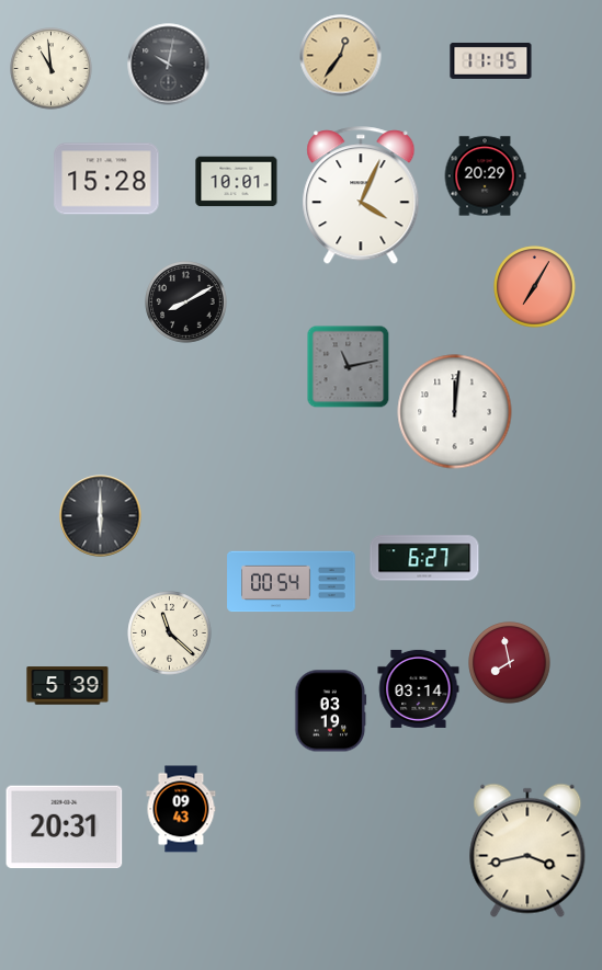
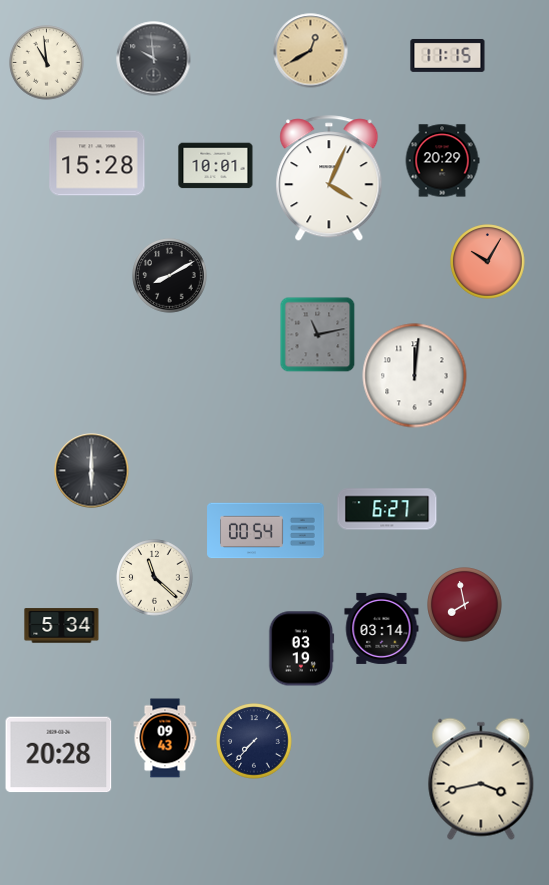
clock at (341, 56): 12:36 -> 12:40
clock at (169, 65): 10:02 -> 9:59
clock at (535, 287): 7:05 -> 10:05
clock at (68, 686): 5:39 -> 5:34
clock at (254, 741): none -> 7:37
clock at (65, 828): 20:31 -> 20:28
clock at (527, 851) position: (527, 851) -> (481, 779)
